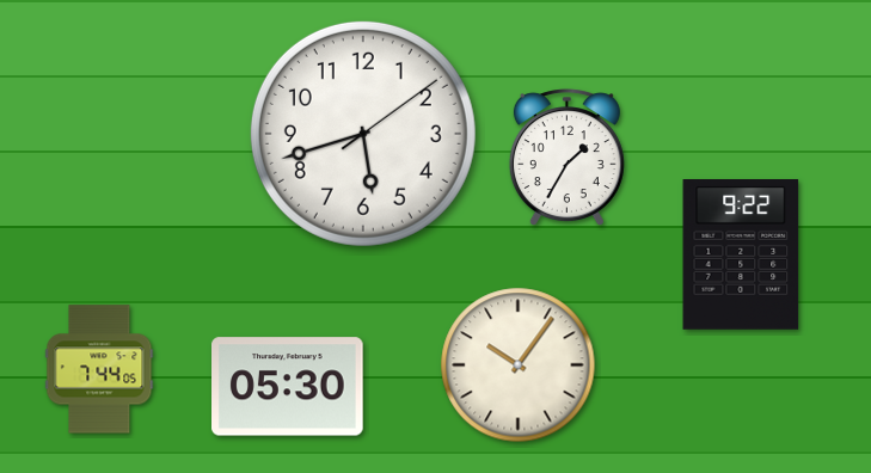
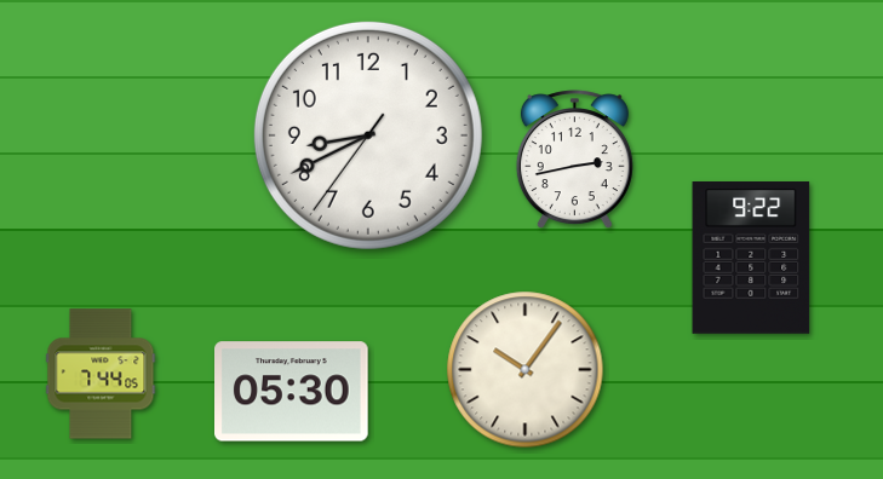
clock at (363, 134): 5:42 -> 8:40
clock at (566, 156): 1:35 -> 2:43
